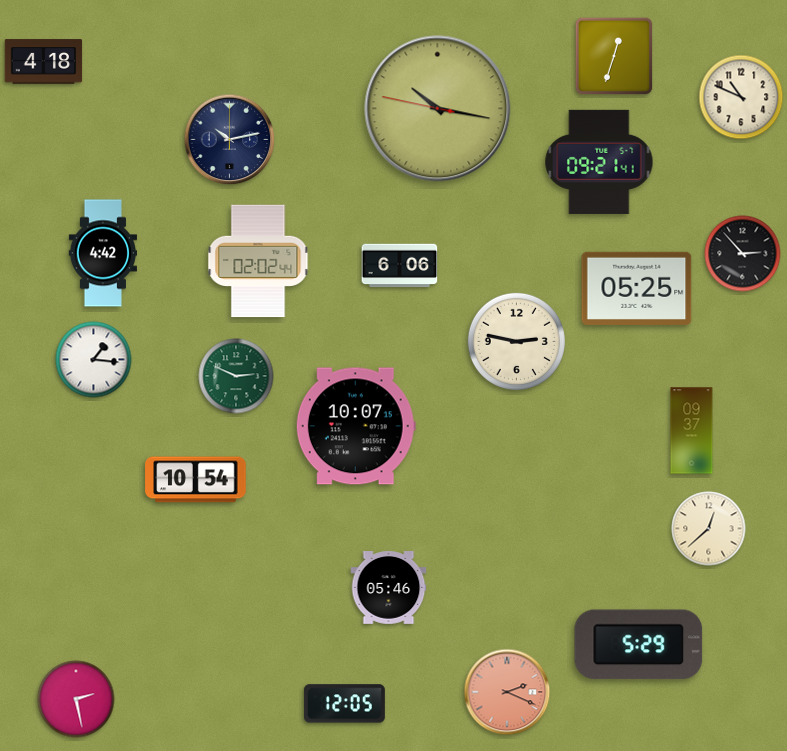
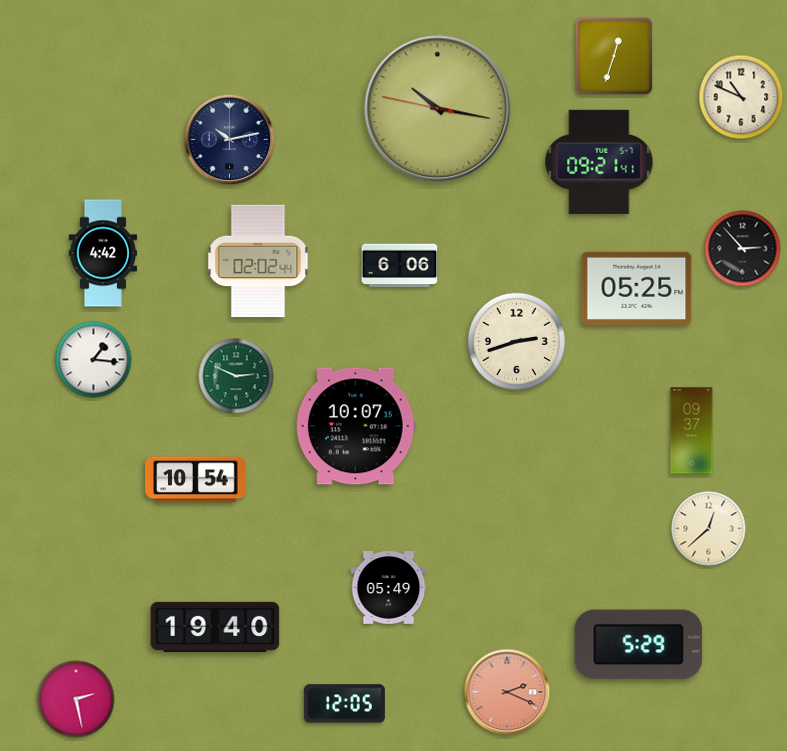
clock at (44, 62): 4:18 -> none
clock at (743, 254) position: (743, 254) -> (743, 249)
clock at (516, 341): 2:47 -> 2:42
clock at (389, 588): 05:46 -> 05:49
clock at (215, 627): none -> 19:40
